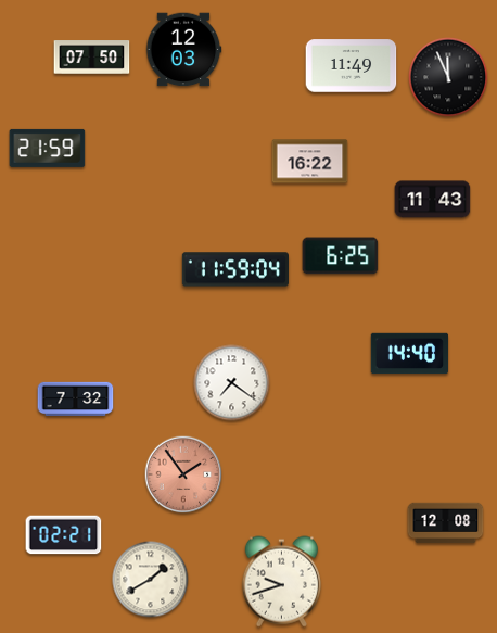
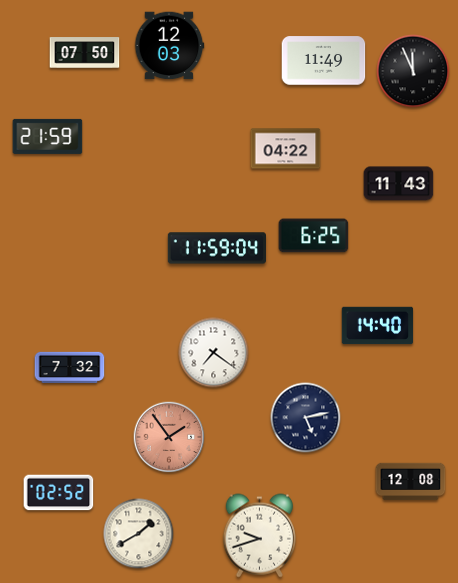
clock at (48, 148) position: (48, 148) -> (48, 136)
clock at (310, 162): 16:22 -> 04:22
clock at (306, 418): none -> 5:13
clock at (64, 535): 02:21 -> 02:52
